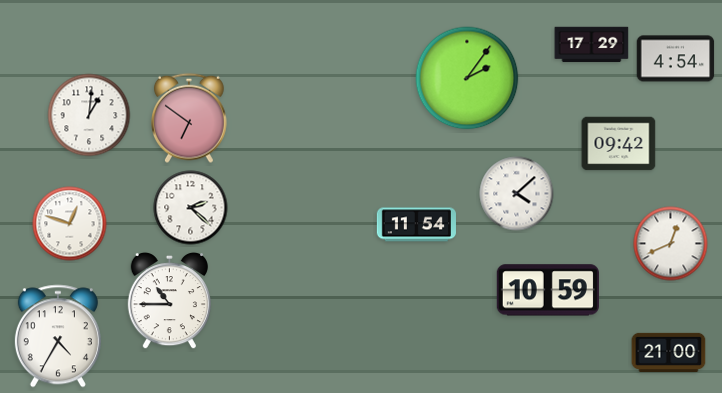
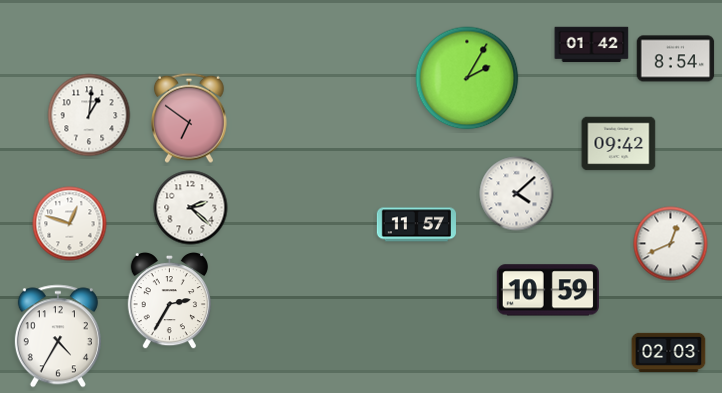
clock at (592, 45): 17:29 -> 01:42
clock at (676, 59): 4:54 -> 8:54
clock at (467, 78): 2:06 -> 2:05
clock at (416, 225): 11:54 -> 11:57
clock at (169, 301): 10:45 -> 2:35
clock at (669, 352): 21:00 -> 02:03
